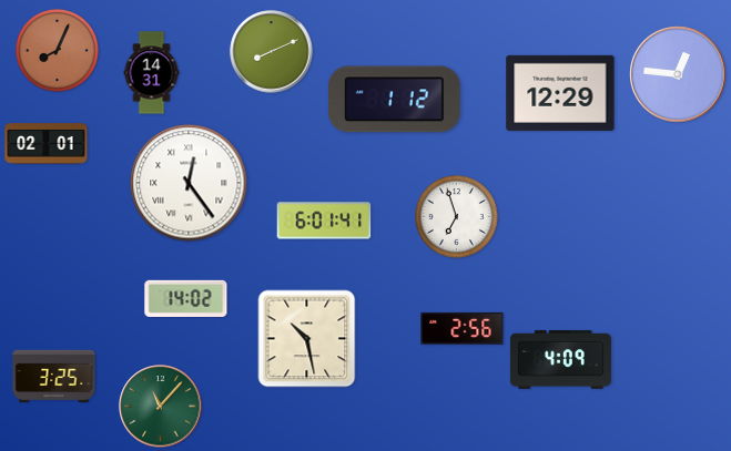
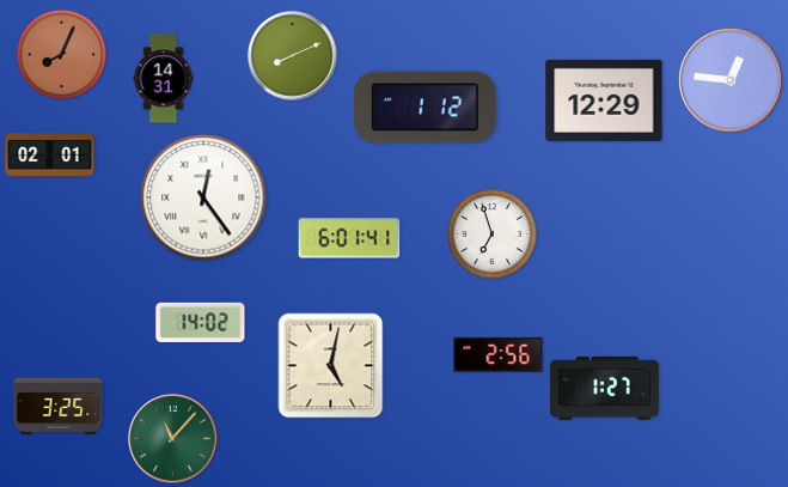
clock at (307, 339): 10:28 -> 5:02
clock at (560, 359): 4:09 -> 1:27
